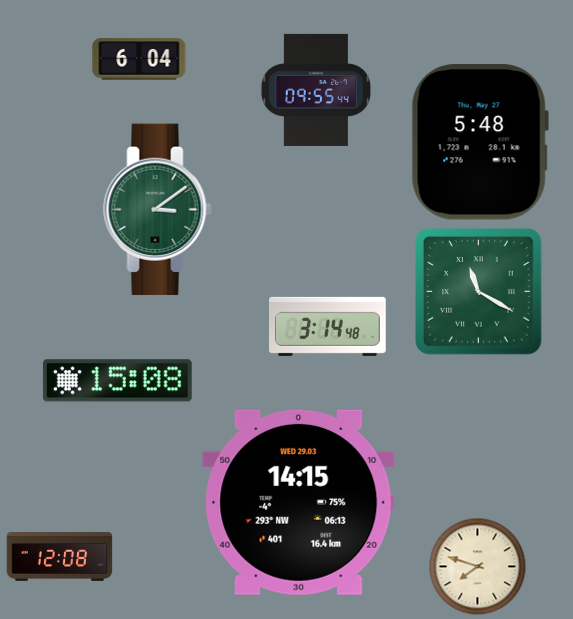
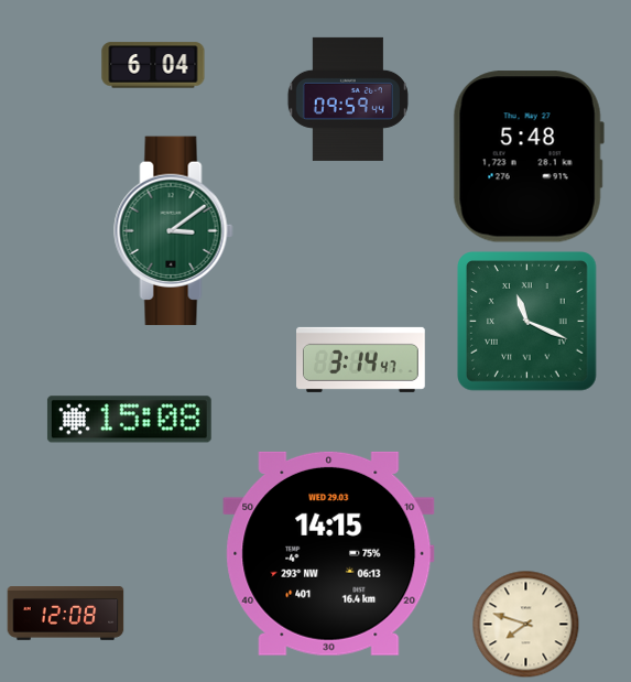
clock at (316, 90): 09:55 -> 09:59
clock at (479, 292): 11:20 -> 11:19
clock at (328, 326): 3:14:48 -> 3:14:47
